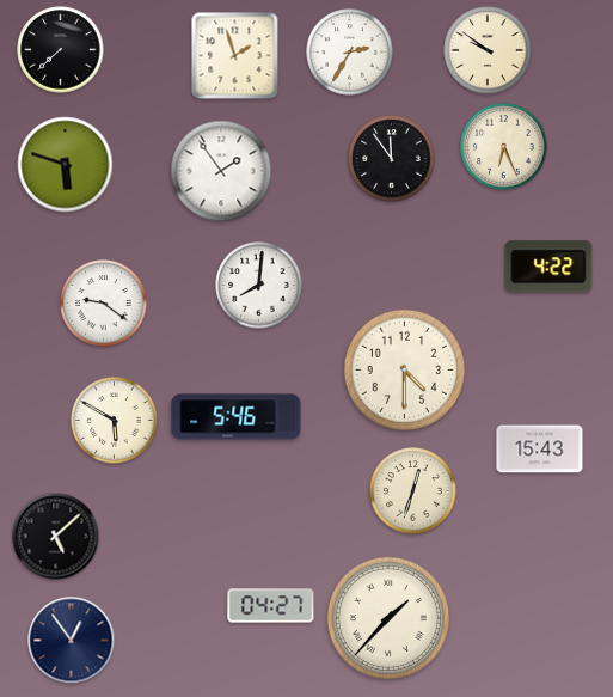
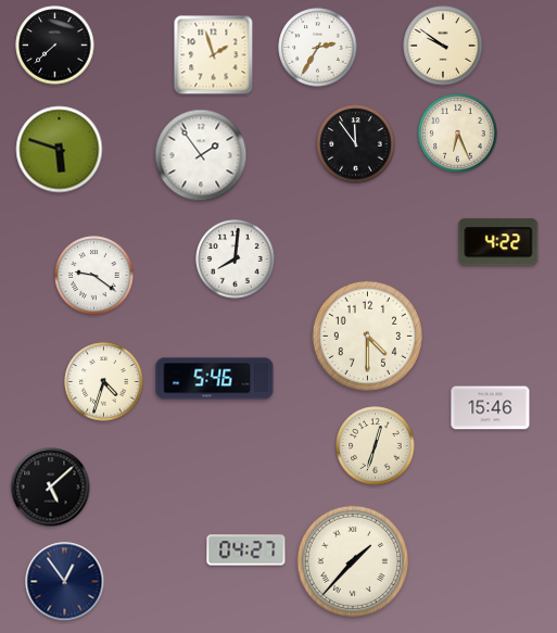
clock at (235, 56) position: (235, 56) -> (214, 55)
clock at (115, 421): 5:50 -> 4:33
clock at (540, 450): 15:43 -> 15:46
